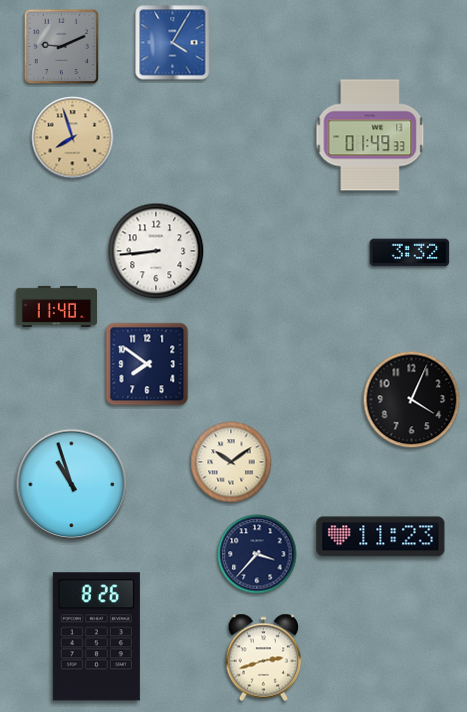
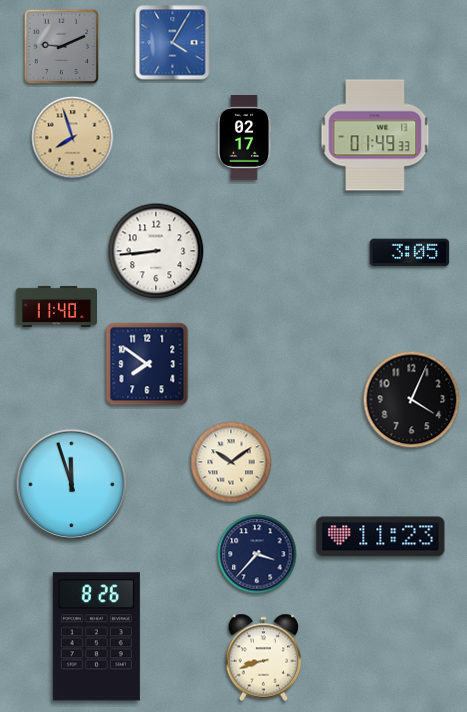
clock at (370, 135) position: (370, 135) -> (375, 135)
clock at (244, 138): none -> 02:17
clock at (410, 253): 3:32 -> 3:05
clock at (72, 485): 10:57 -> 11:57
clock at (264, 658): 2:42 -> 8:42
